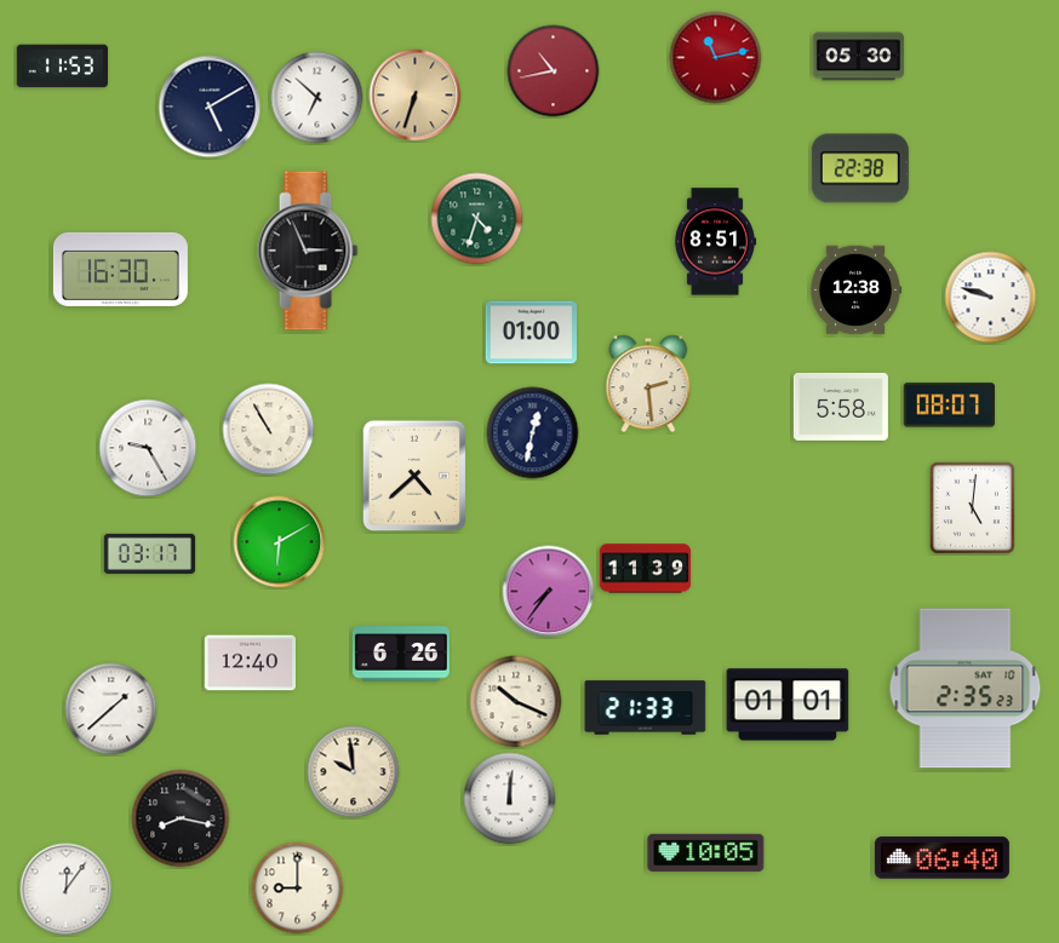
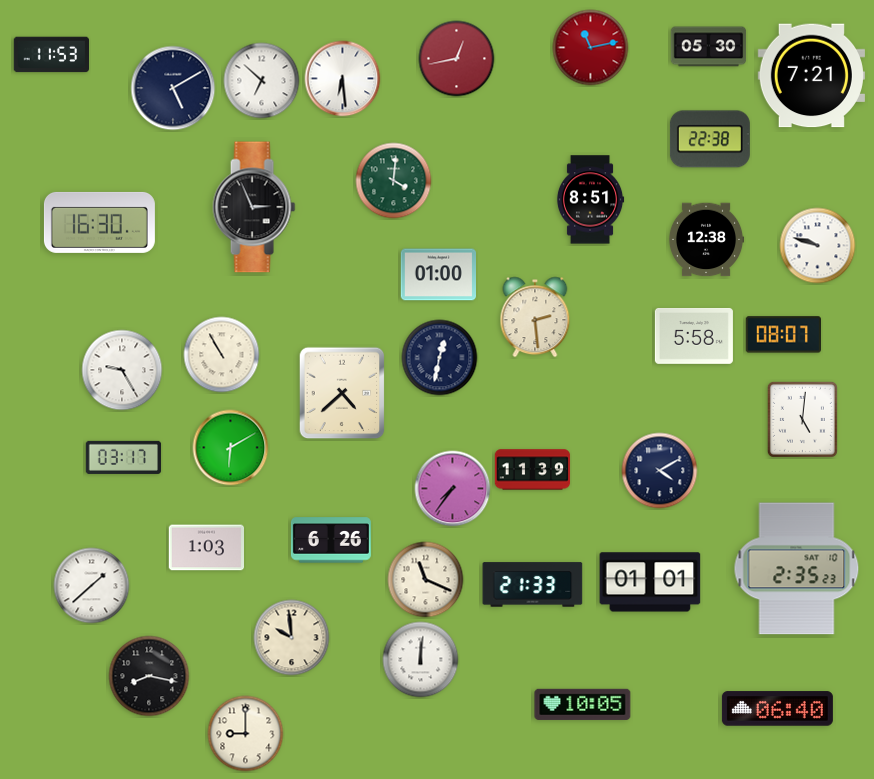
clock at (554, 71): 10:43 -> 12:43
clock at (811, 76): none -> 7:21
clock at (416, 96): 6:33 -> 6:29
clock at (416, 96) dial: champagne -> white
clock at (477, 219): 4:33 -> 4:01
clock at (660, 471): none -> 4:10
clock at (250, 663): 12:40 -> 1:03
clock at (516, 702): 10:19 -> 11:19
clock at (67, 890): 12:06 -> none
